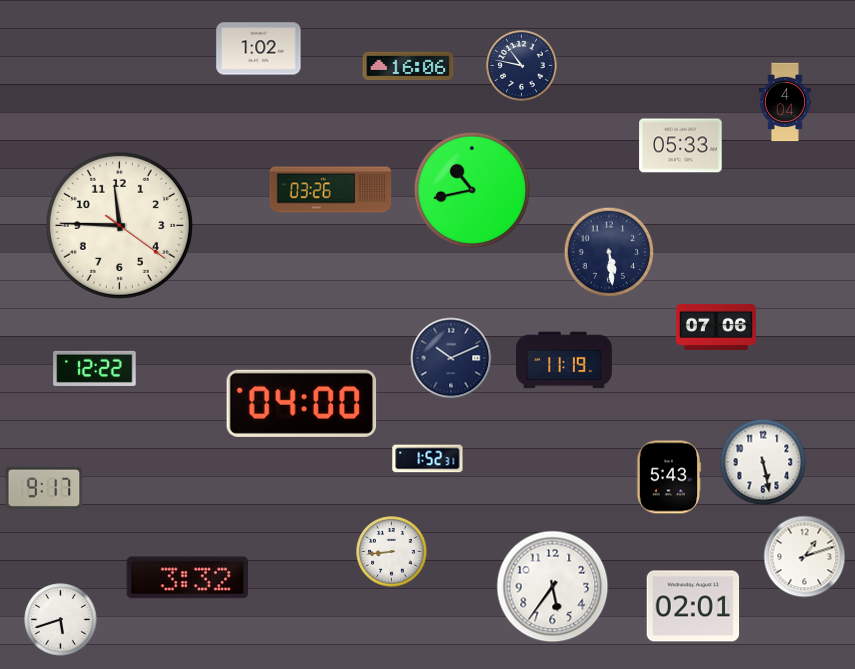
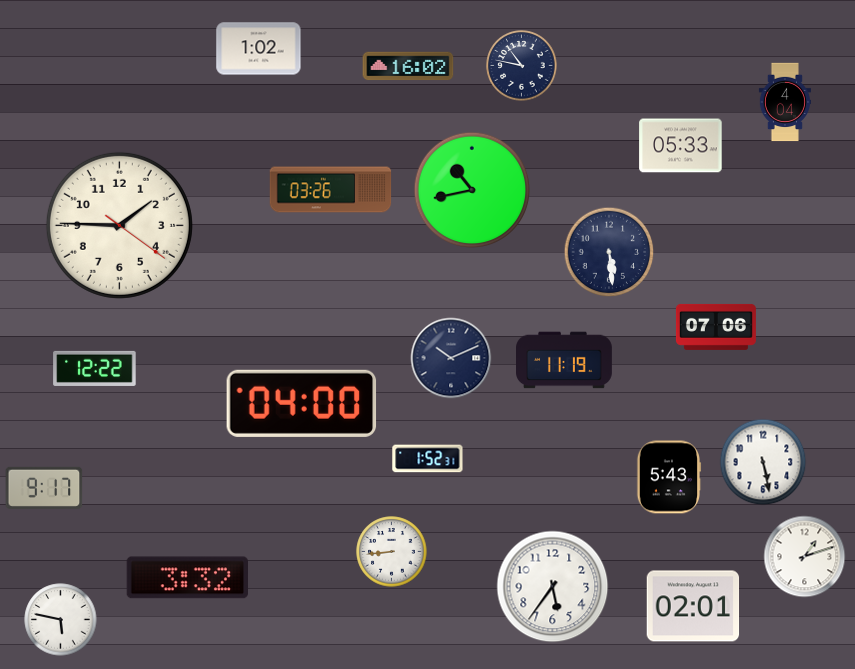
clock at (408, 66): 16:06 -> 16:02
clock at (119, 225): 11:45 -> 1:45
clock at (61, 620): 5:42 -> 5:47
